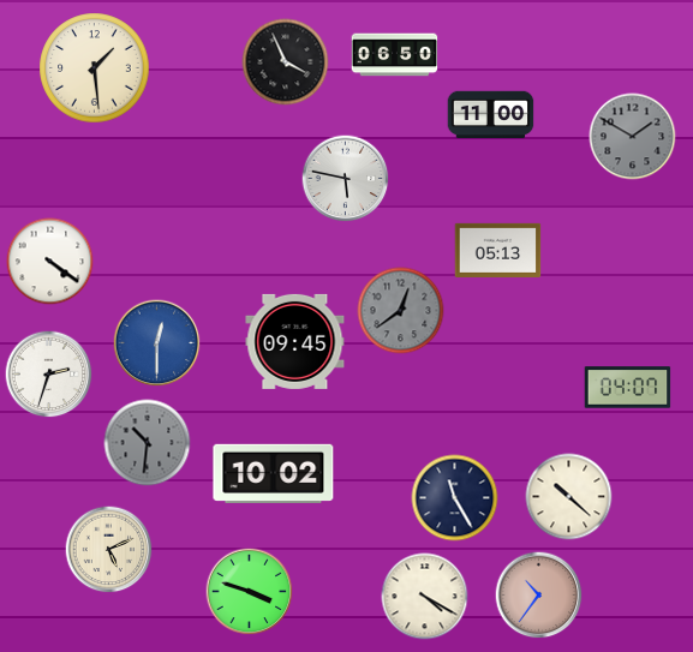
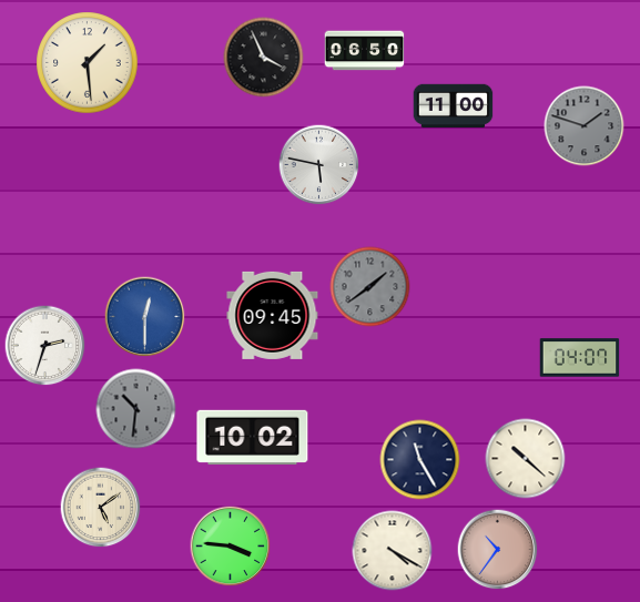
clock at (633, 137): 1:50 -> 1:48
clock at (498, 250): 05:13 -> none
clock at (50, 262): 4:21 -> none
clock at (401, 311): 12:39 -> 1:39
clock at (109, 550): 5:11 -> 5:09
clock at (250, 592): 3:48 -> 3:46
